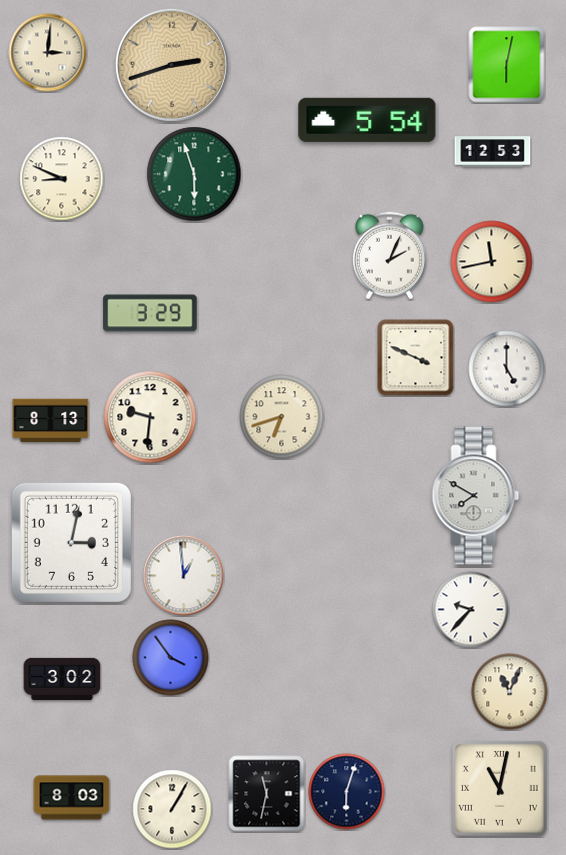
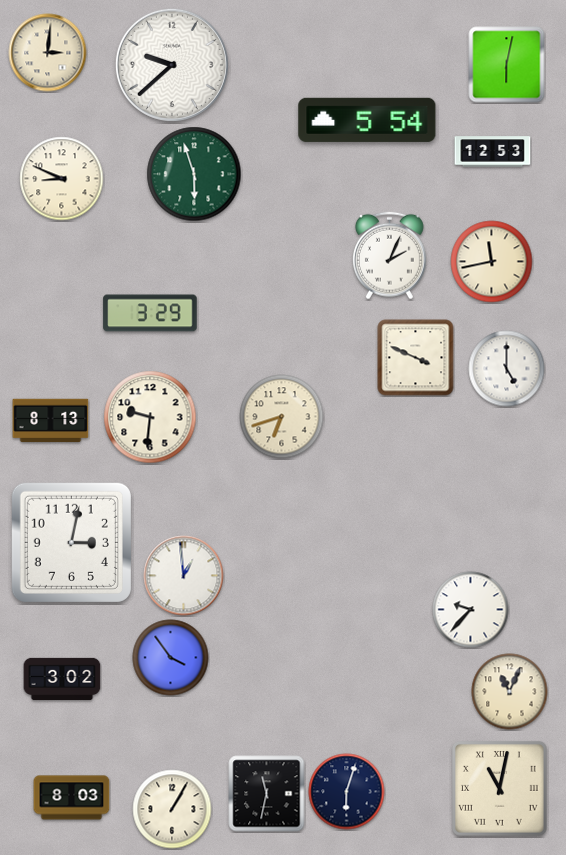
clock at (172, 65): 2:42 -> 9:38
clock at (172, 65) dial: champagne -> white
clock at (476, 496): 7:50 -> none
